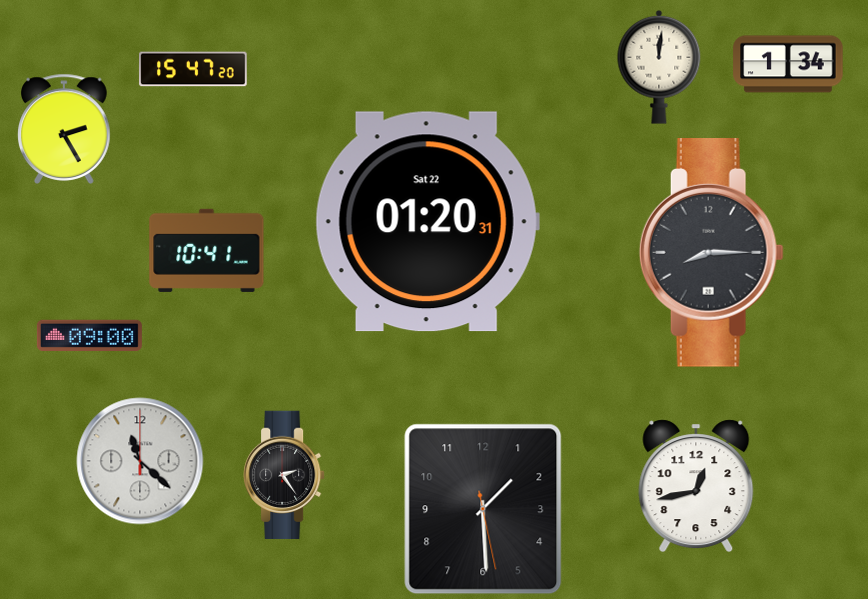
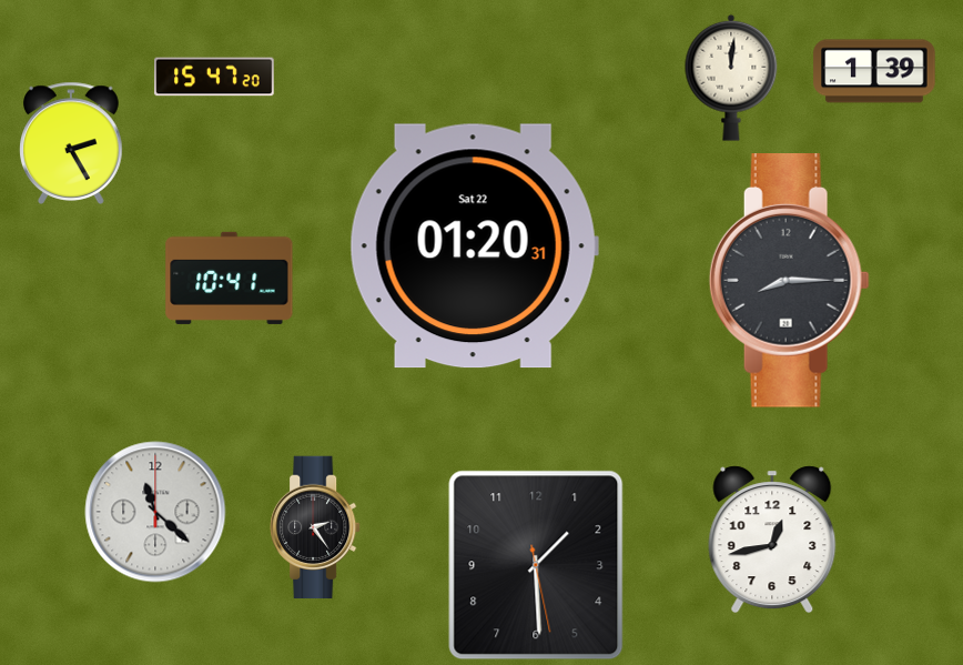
clock at (788, 64): 1:34 -> 1:39
clock at (659, 67) position: (659, 67) -> (731, 78)
clock at (89, 335): 09:00 -> none
